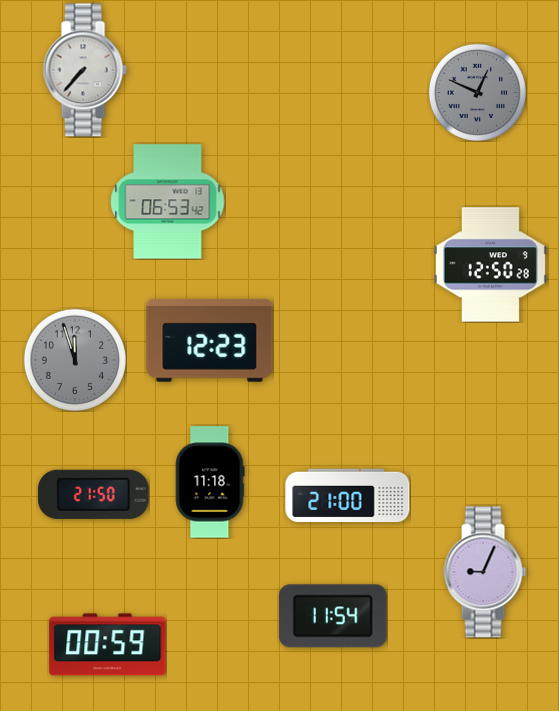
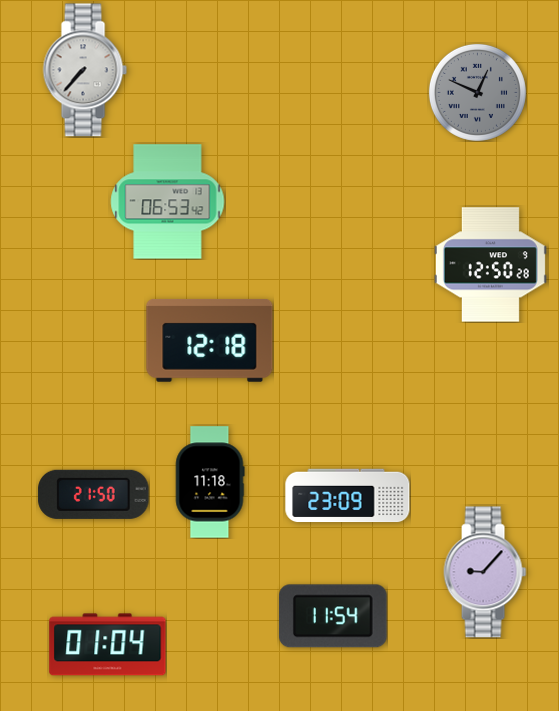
clock at (210, 340): 12:23 -> 12:18
clock at (75, 360): 11:57 -> none
clock at (348, 496): 21:00 -> 23:09
clock at (485, 572): 9:04 -> 9:07
clock at (108, 645): 00:59 -> 01:04
